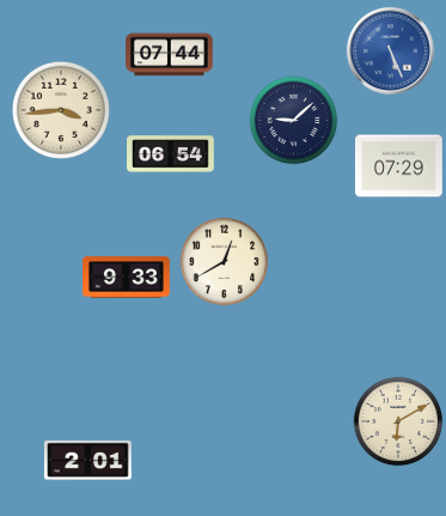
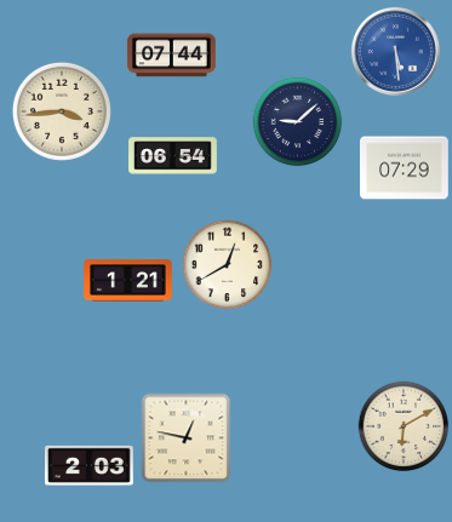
clock at (390, 50): 5:26 -> 5:29
clock at (127, 278): 9:33 -> 1:21
clock at (187, 438): none -> 12:47
clock at (88, 460): 2:01 -> 2:03
